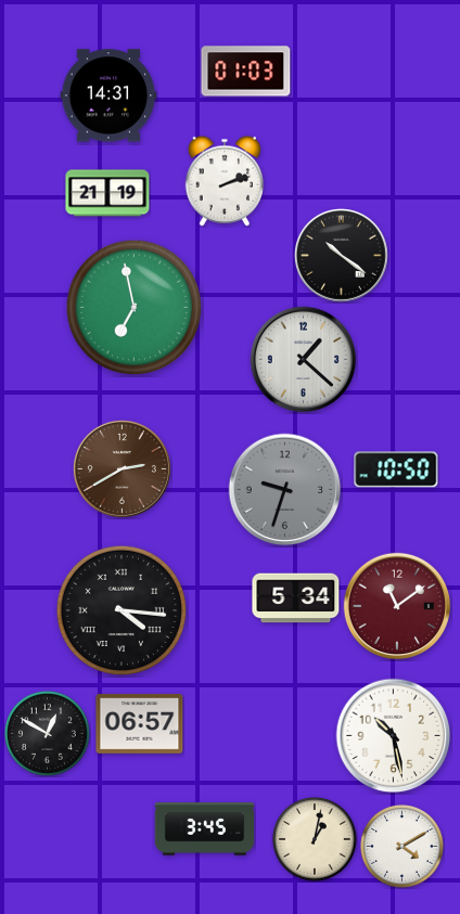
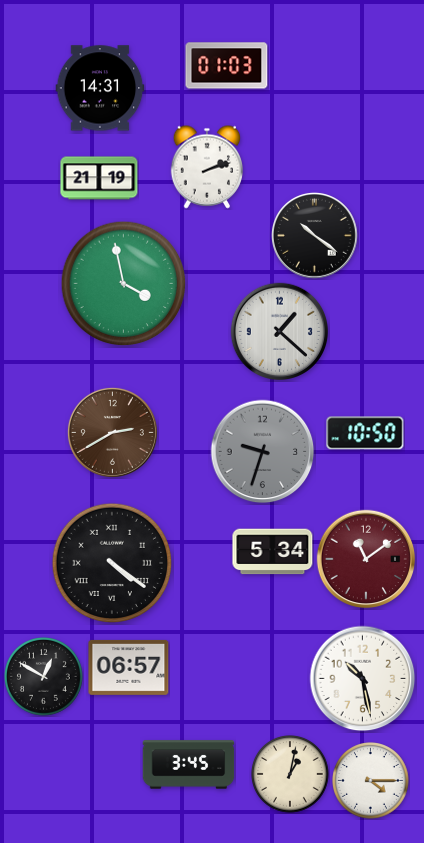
clock at (135, 308): 6:58 -> 3:58
clock at (122, 610): 4:16 -> 4:21
clock at (403, 847): 4:10 -> 4:15
